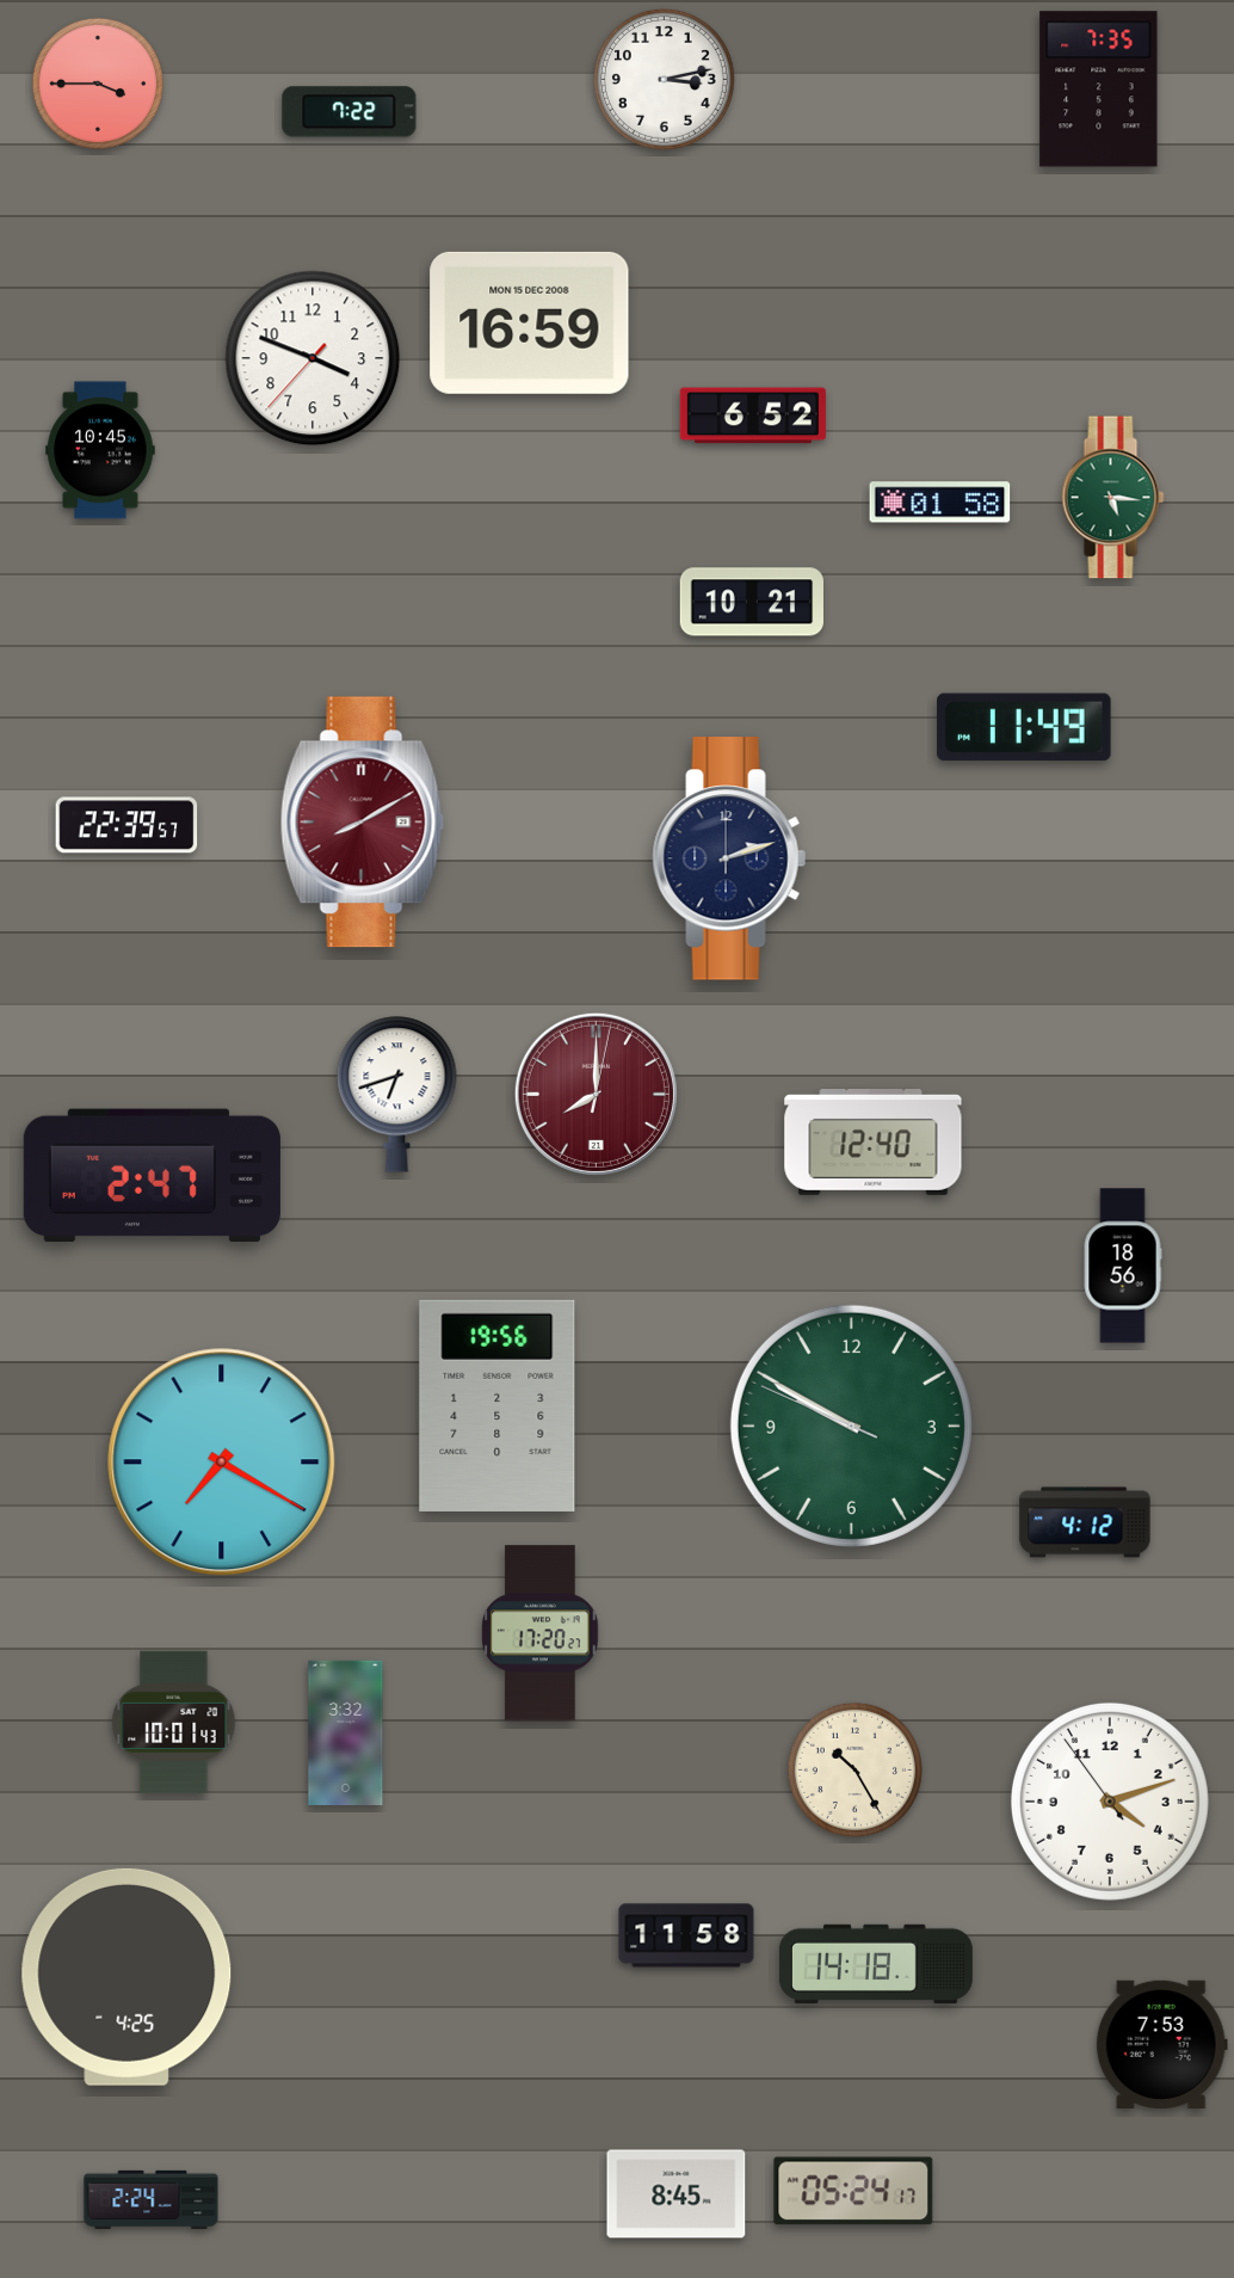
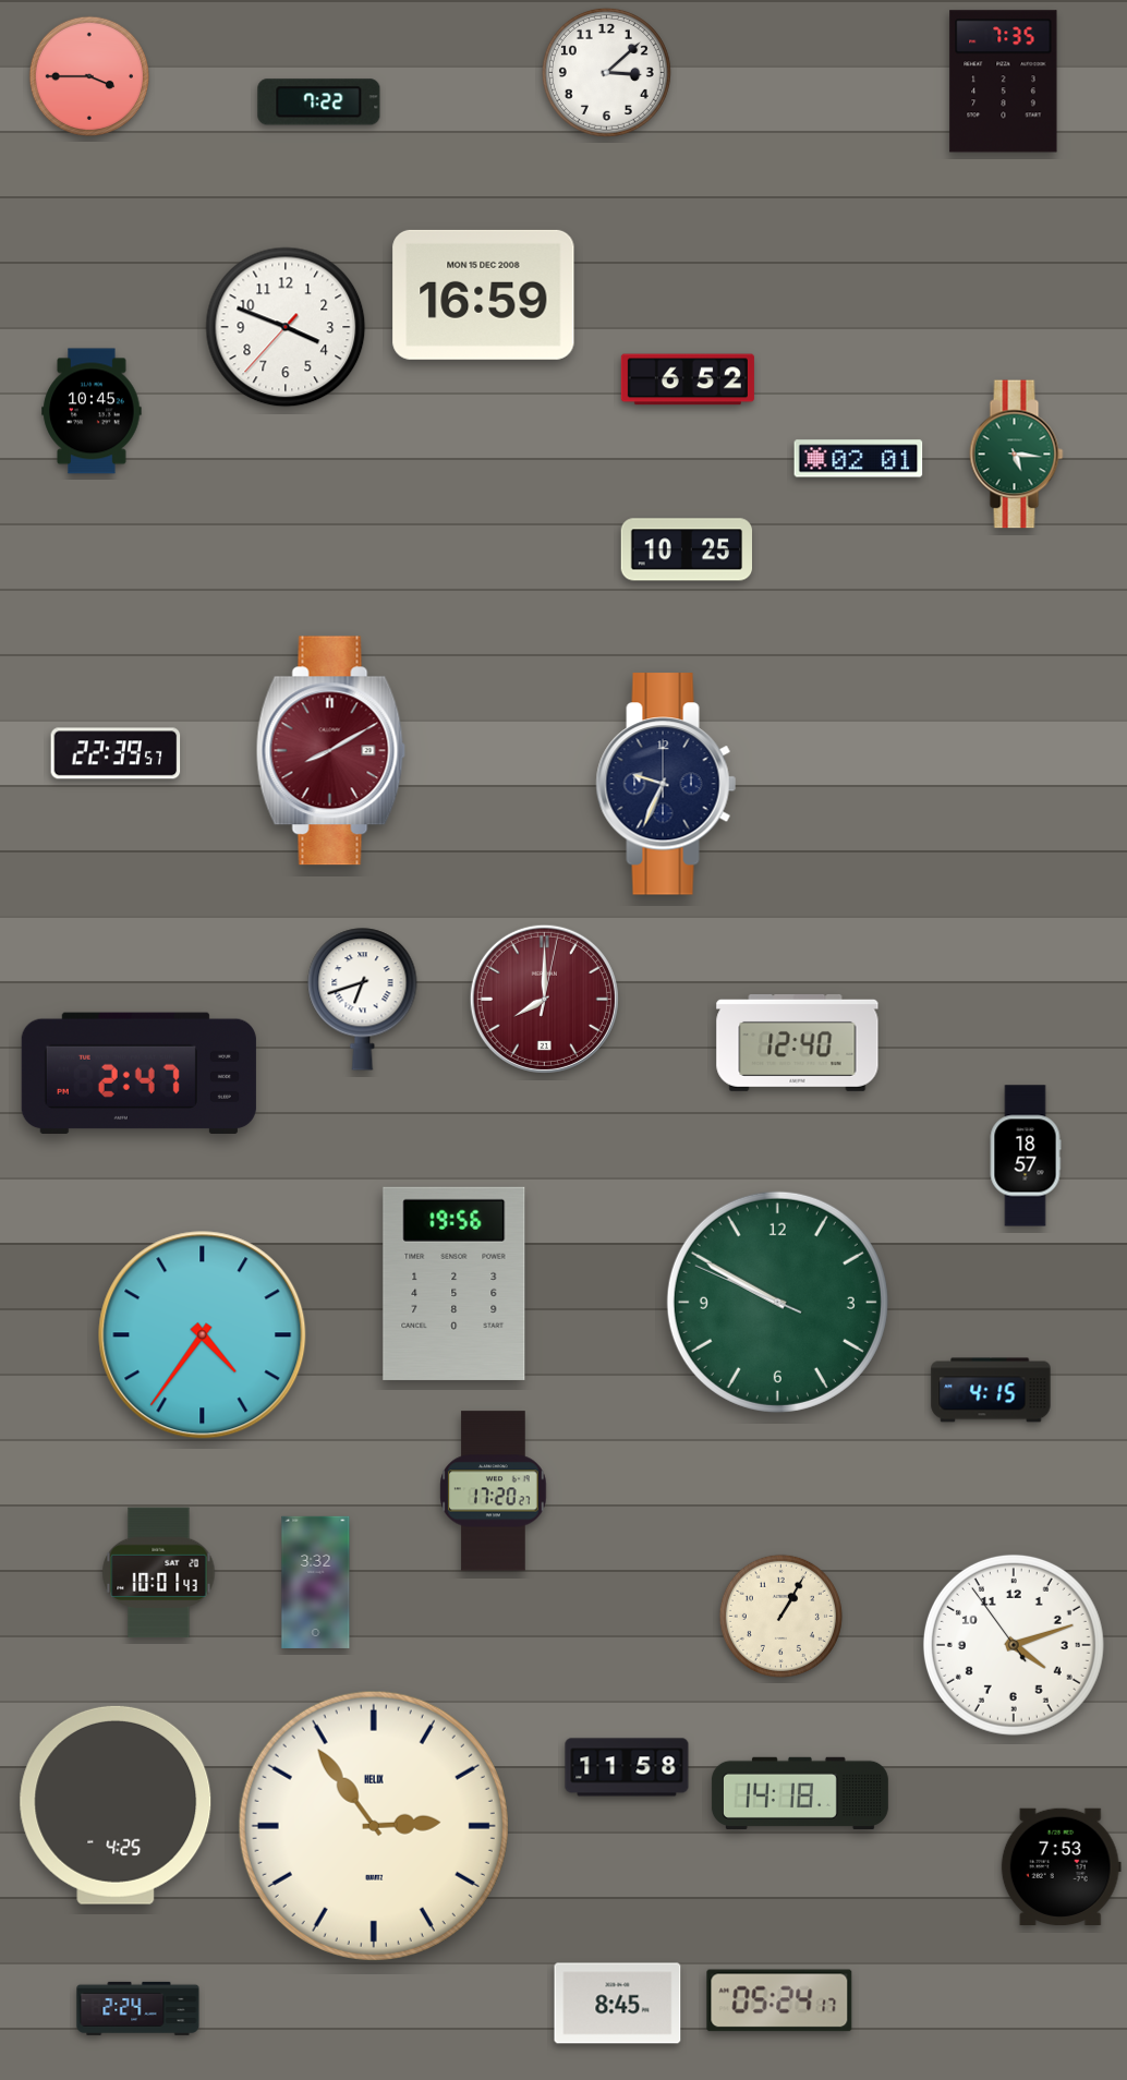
clock at (664, 79): 3:13 -> 3:08
clock at (940, 503): 01:58 -> 02:01
clock at (751, 602): 10:21 -> 10:25
clock at (1024, 727): 11:49 -> none
clock at (729, 858): 2:12 -> 9:34
clock at (1123, 1266): 18:56 -> 18:57
clock at (222, 1463): 7:20 -> 4:36
clock at (1085, 1522): 4:12 -> 4:15
clock at (854, 1769): 10:25 -> 1:05
clock at (374, 1826): none -> 2:54
